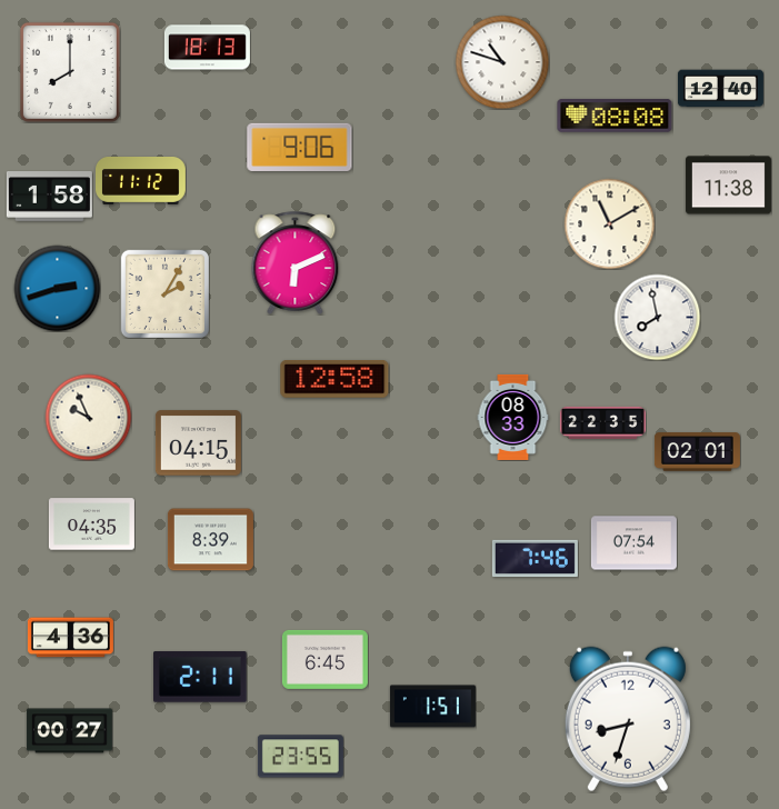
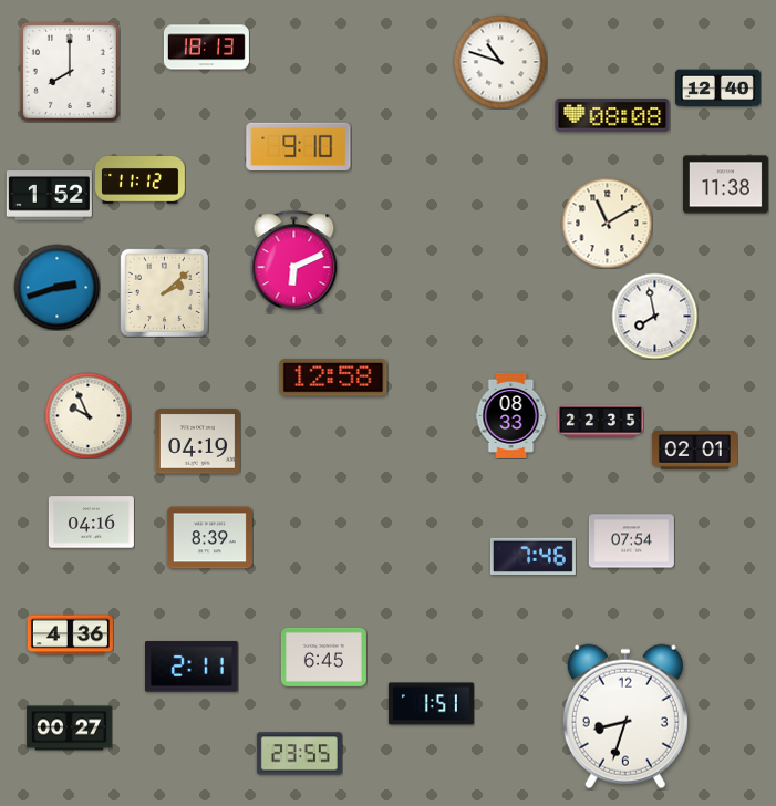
clock at (300, 147): 9:06 -> 9:10
clock at (49, 197): 1:58 -> 1:52
clock at (164, 293): 2:05 -> 2:08
clock at (198, 443): 04:15 -> 04:19
clock at (91, 525): 04:35 -> 04:16
clock at (201, 677) position: (201, 677) -> (193, 666)
